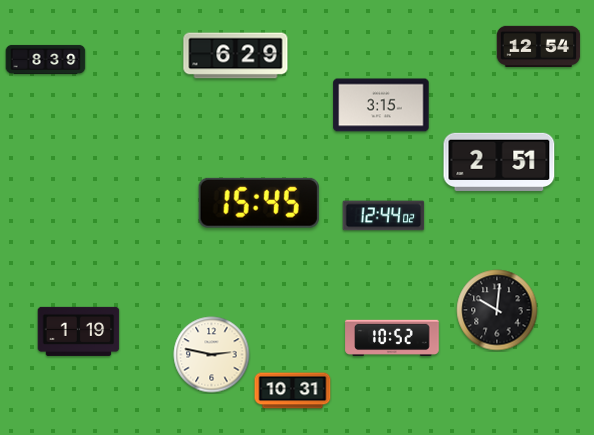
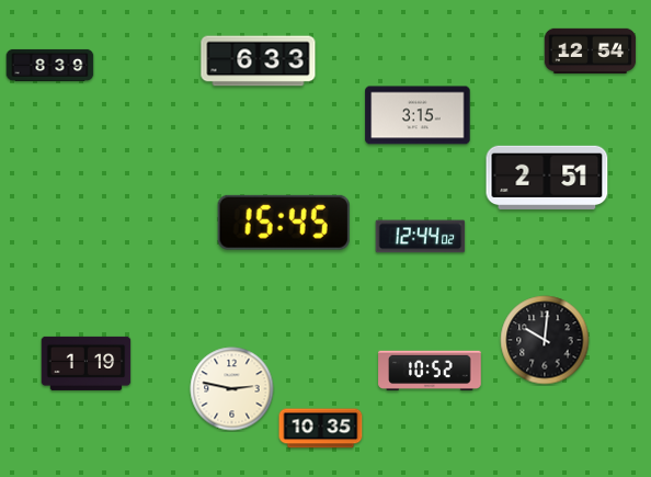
clock at (236, 56): 6:29 -> 6:33
clock at (293, 391): 10:31 -> 10:35
